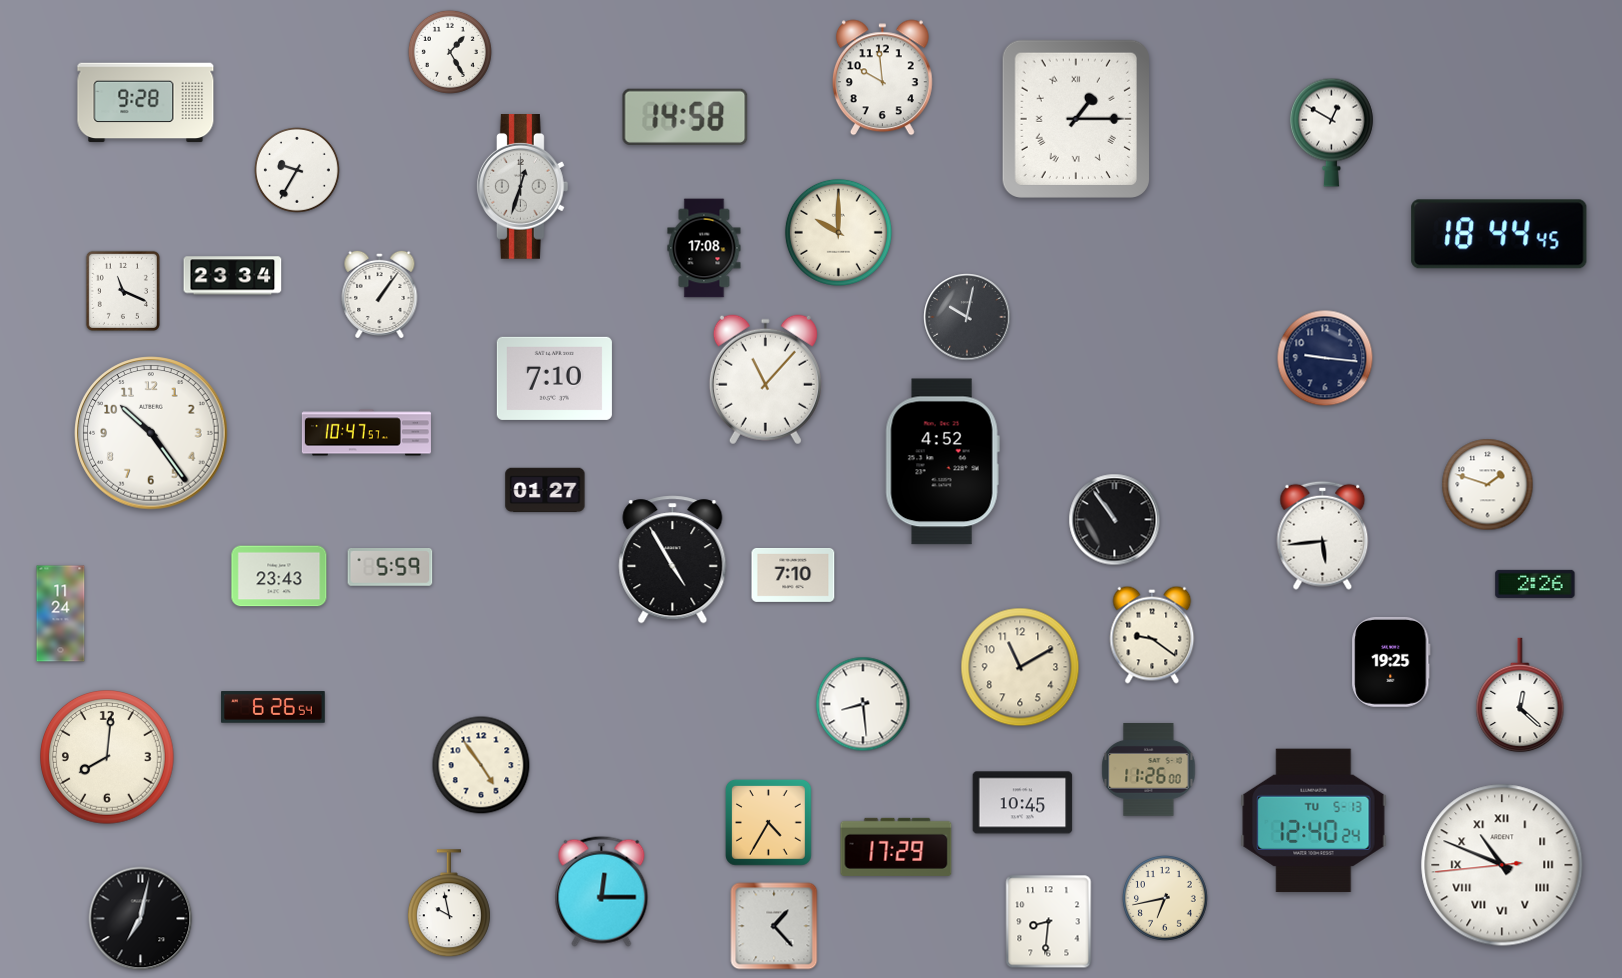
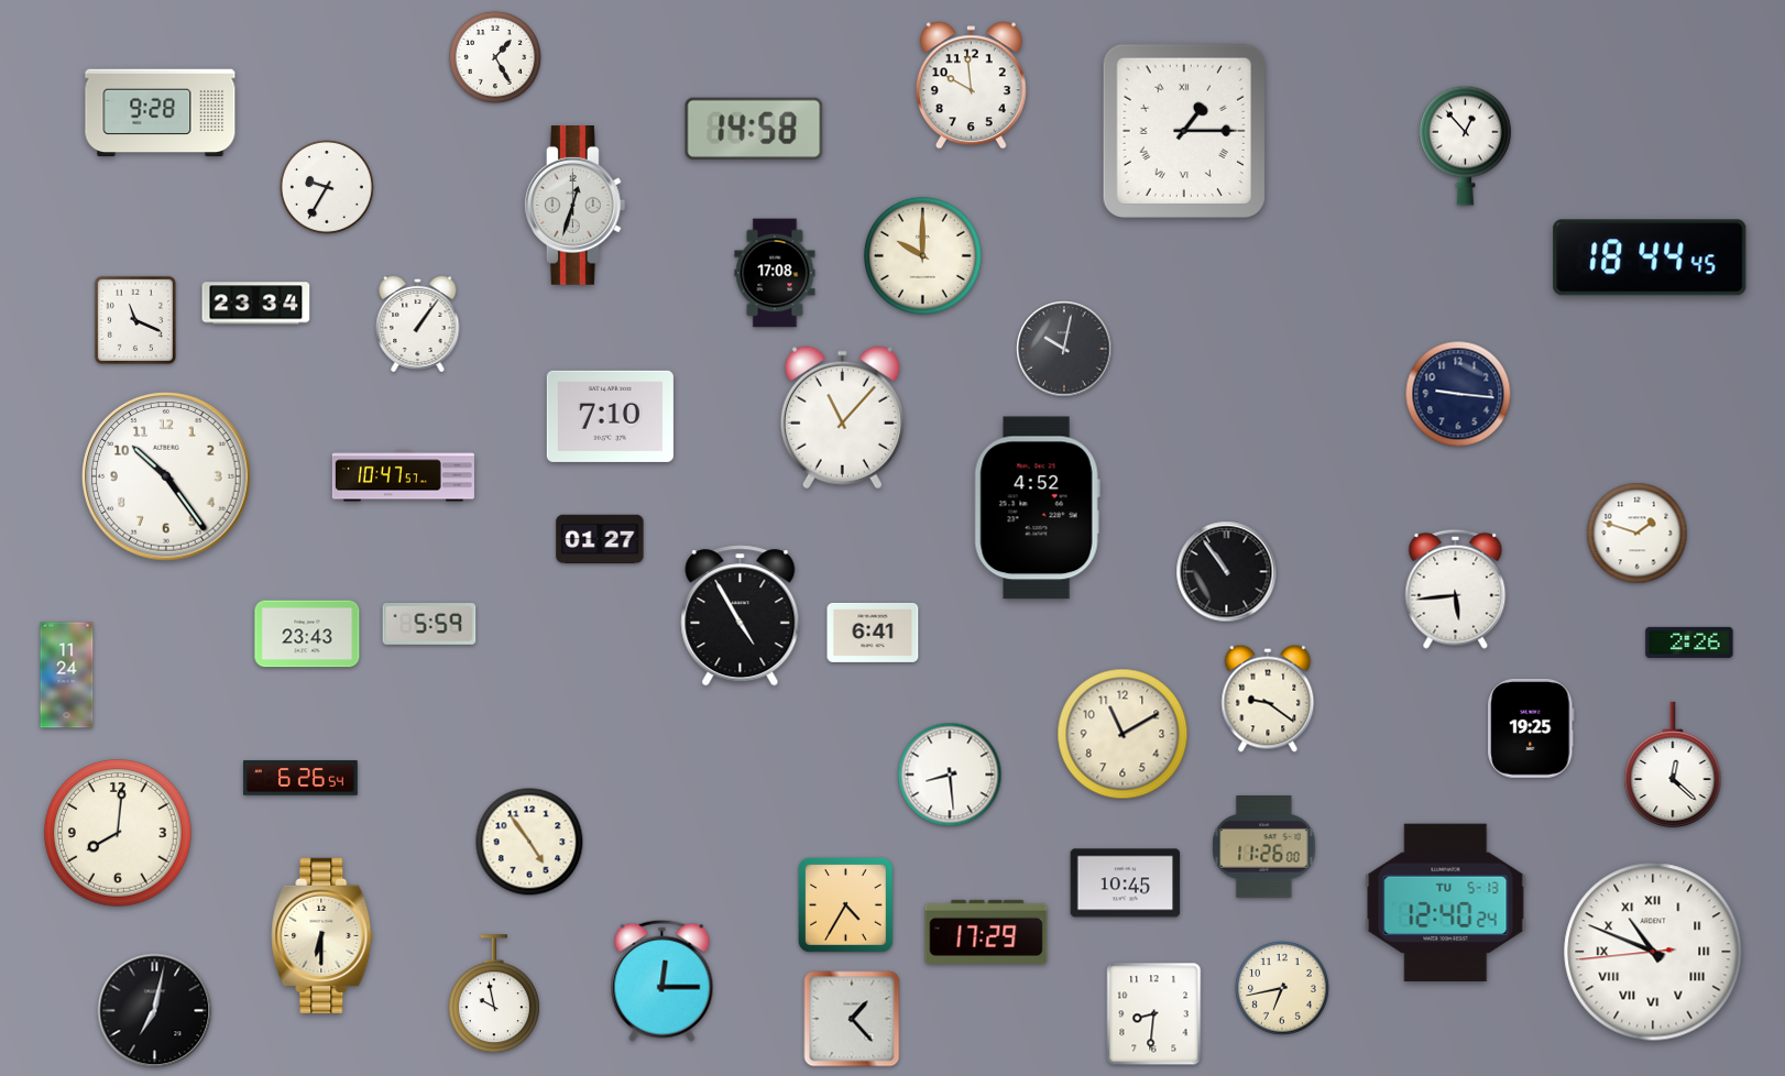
clock at (1331, 132): 12:50 -> 12:53
clock at (793, 575): 7:10 -> 6:41
clock at (322, 935): none -> 6:30
